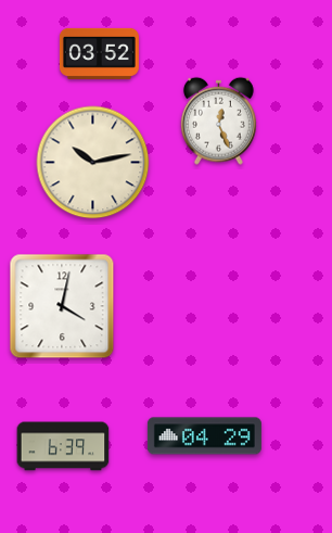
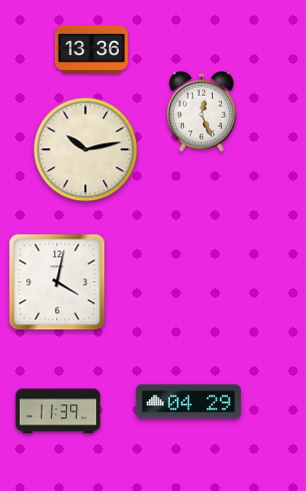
clock at (99, 53): 03:52 -> 13:36
clock at (63, 446): 6:39 -> 11:39
